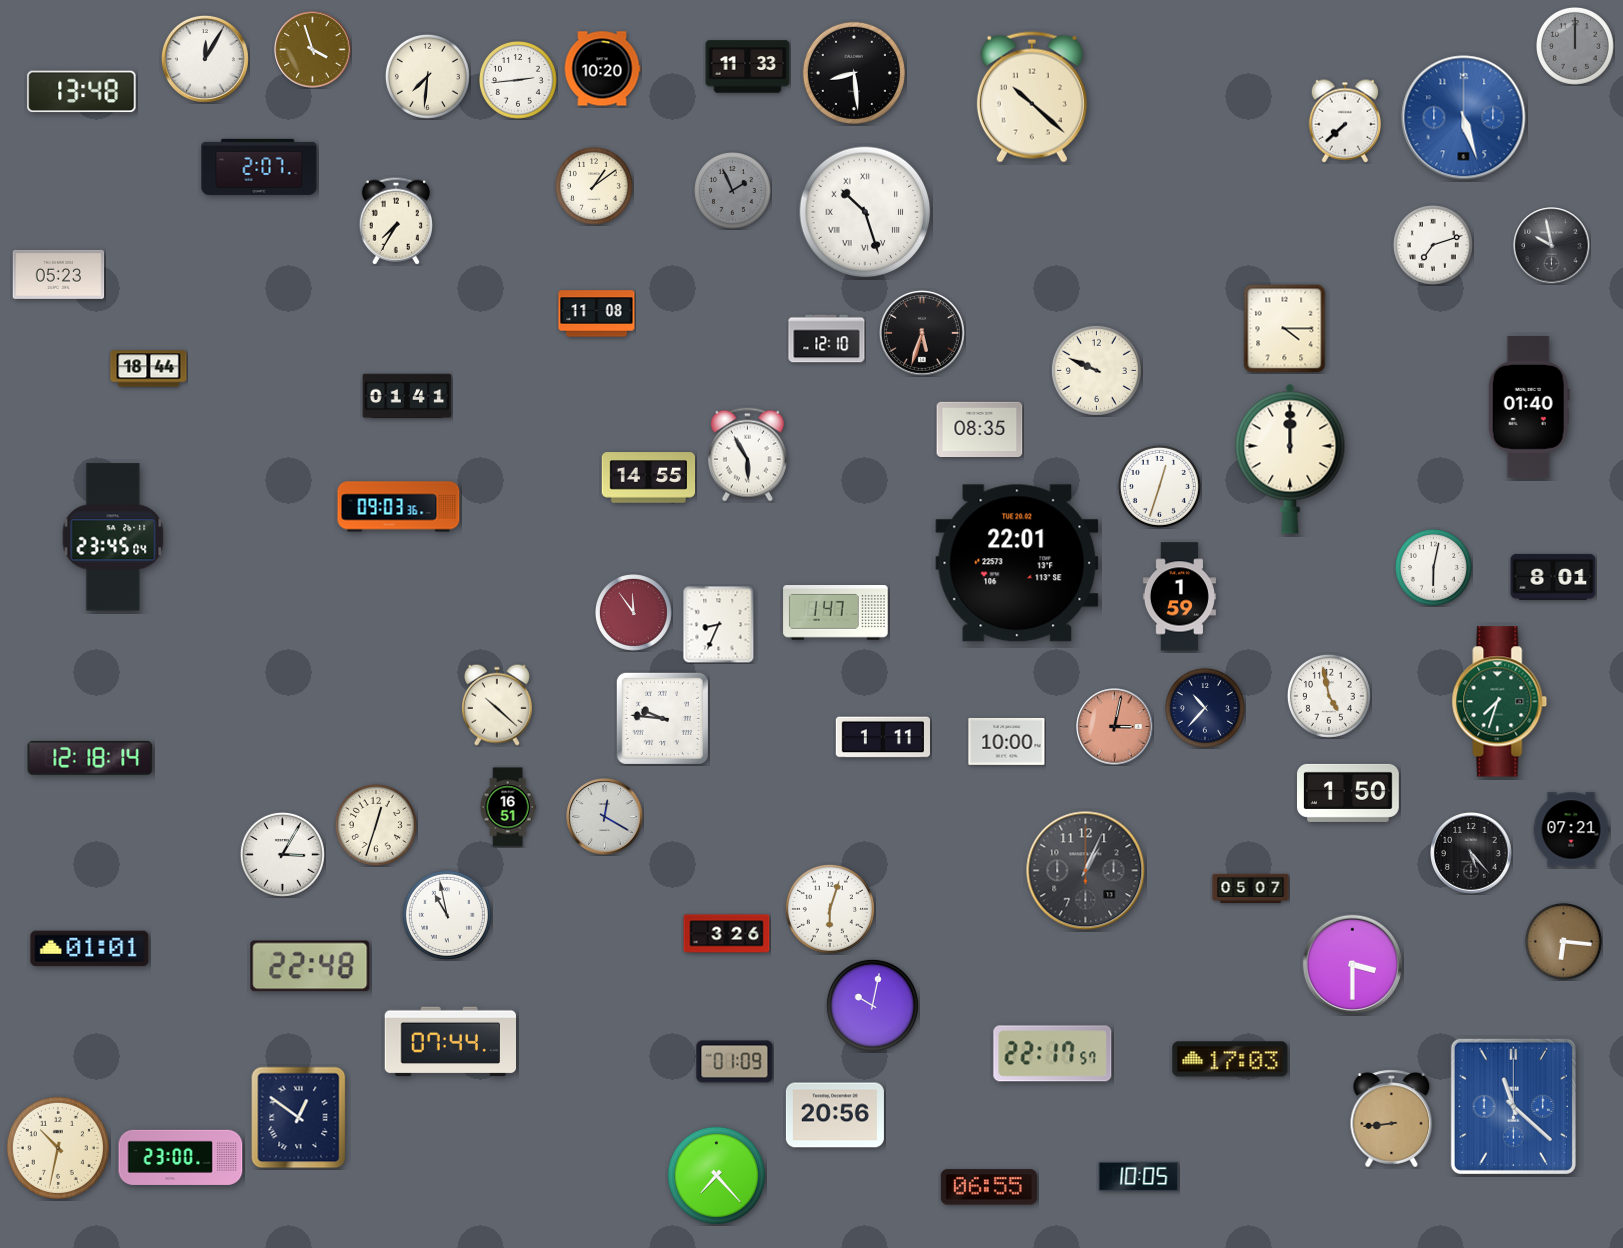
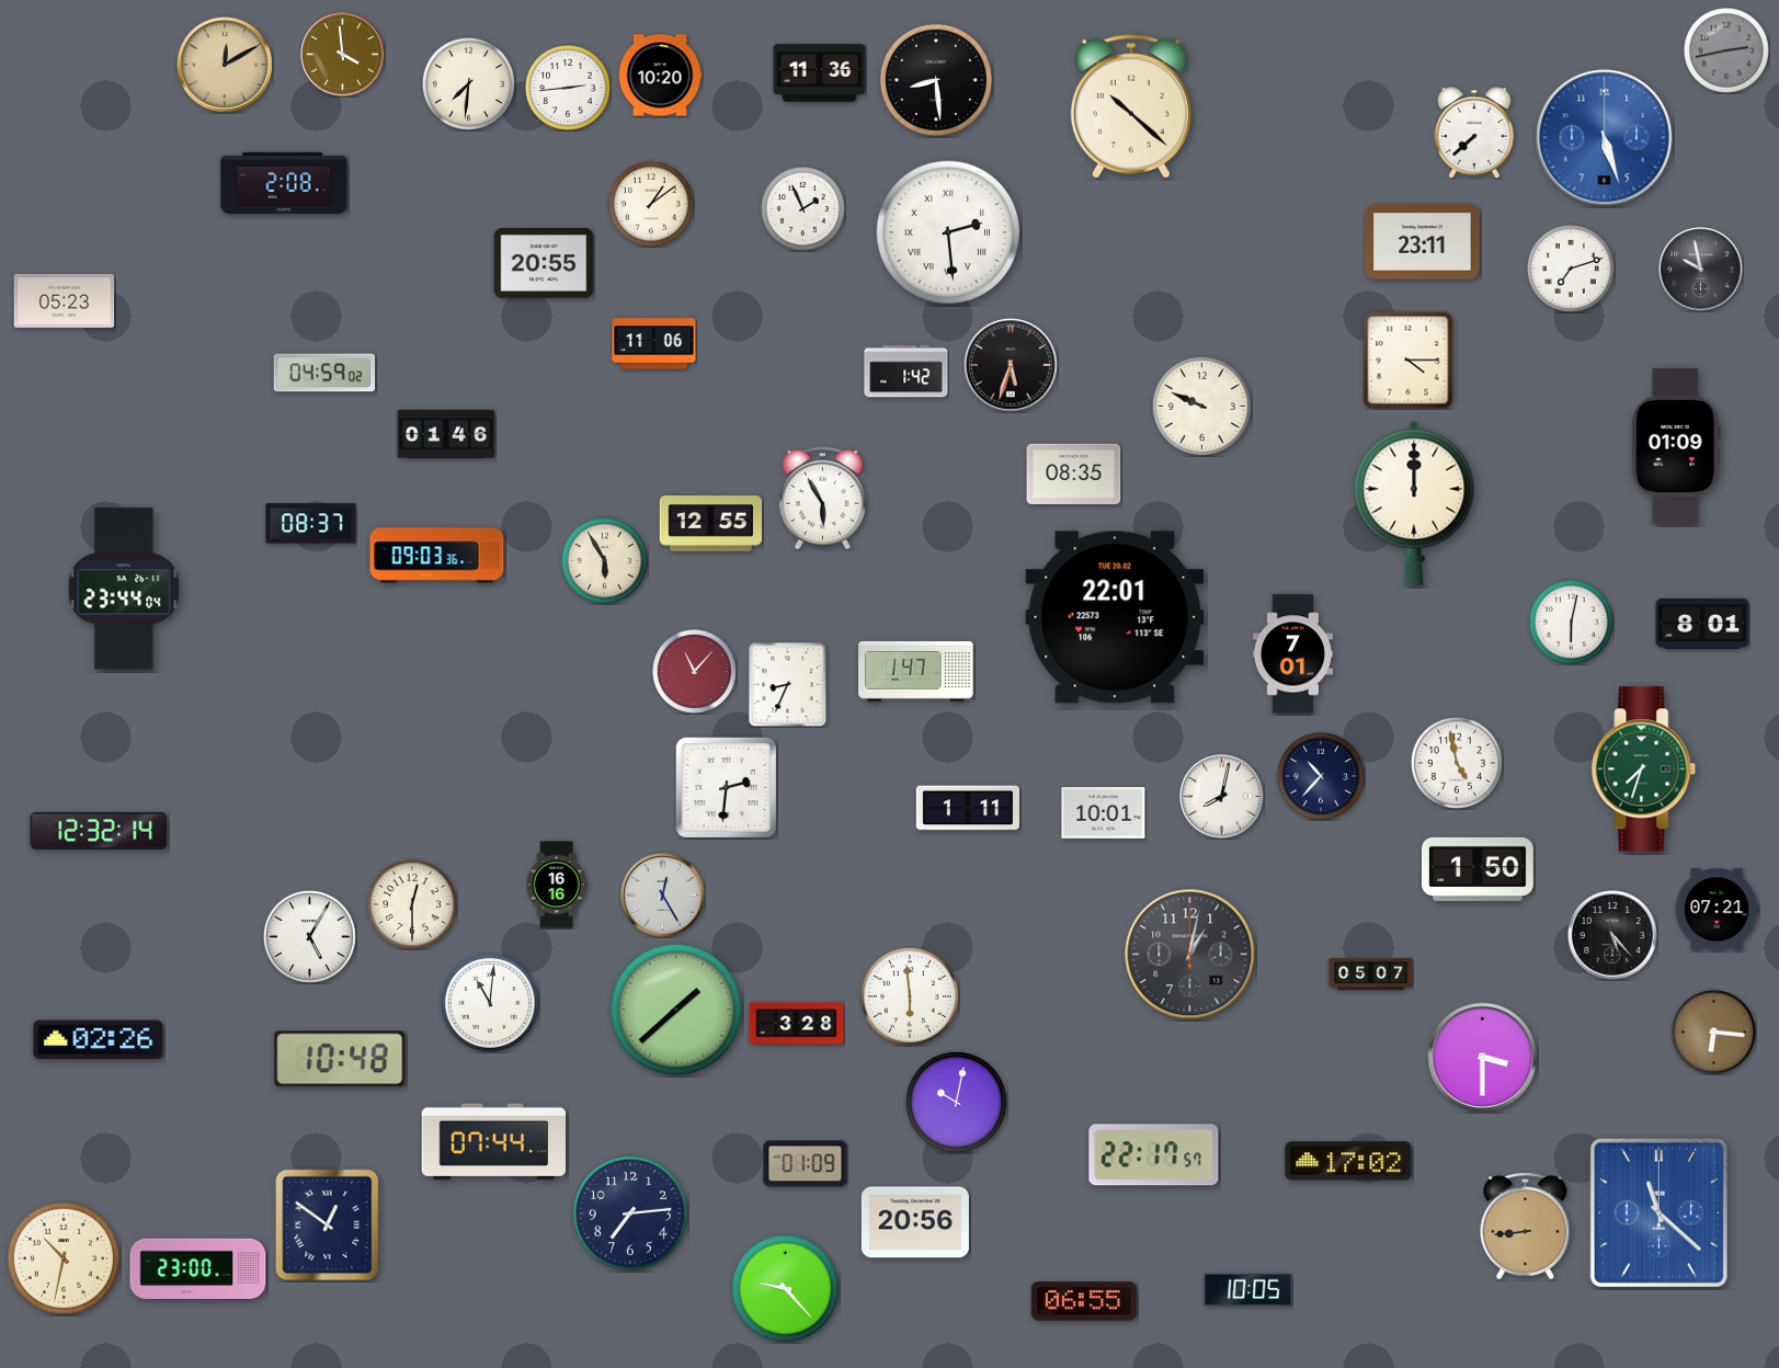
clock at (1576, 47): 12:00 -> 2:43
clock at (313, 50): 3:57 -> 3:59
clock at (205, 59): 12:05 -> 12:10
clock at (205, 59) dial: white -> champagne
clock at (748, 67): 11:33 -> 11:36
clock at (82, 92): 13:48 -> none
clock at (1464, 118) position: (1464, 118) -> (1605, 138)
clock at (259, 167): 2:07 -> 2:08
clock at (733, 191) dial: grey -> white
clock at (865, 212): 10:27 -> 2:29
clock at (396, 221): 7:35 -> none
clock at (1423, 242): none -> 23:11
clock at (544, 264): none -> 20:55
clock at (597, 314): 11:08 -> 11:06
clock at (827, 339): 12:10 -> 1:42
clock at (324, 373): none -> 04:59
clock at (149, 369): 18:44 -> none
clock at (407, 396): 01:41 -> 01:46
clock at (1529, 407): 01:40 -> 01:09
clock at (980, 429) position: (980, 429) -> (1074, 474)
clock at (747, 455) position: (747, 455) -> (822, 499)
clock at (311, 524): none -> 08:37
clock at (649, 478): 14:55 -> 12:55
clock at (1159, 486): 12:33 -> none
clock at (604, 560): none -> 5:55
clock at (113, 537): 23:45 -> 23:44
clock at (1553, 577) position: (1553, 577) -> (1702, 624)
clock at (1179, 597): 1:59 -> 7:01
clock at (634, 613): 11:54 -> 11:07
clock at (497, 705): 10:22 -> none
clock at (662, 718): 9:46 -> 2:31
clock at (1115, 727): 3:02 -> 8:02
clock at (1115, 727) dial: salmon -> white
clock at (1007, 741): 10:00 -> 10:01
clock at (90, 758): 12:18 -> 12:32
clock at (508, 807): 16:51 -> 16:16
clock at (605, 817): 12:20 -> 12:25
clock at (376, 825): 12:33 -> 12:30
clock at (1571, 830) position: (1571, 830) -> (1717, 910)
clock at (282, 854): 3:05 -> 5:05
clock at (1086, 871): 1:04 -> 1:02
clock at (830, 909): 6:03 -> 5:59
clock at (447, 915): 10:58 -> 11:01
clock at (676, 1010): none -> 1:38
clock at (727, 934): 3:26 -> 3:28
clock at (90, 949): 01:01 -> 02:26
clock at (310, 966): 22:48 -> 10:48
clock at (1230, 1059): 17:03 -> 17:02
clock at (630, 1213): none -> 7:14
clock at (716, 1175): 7:23 -> 9:23
